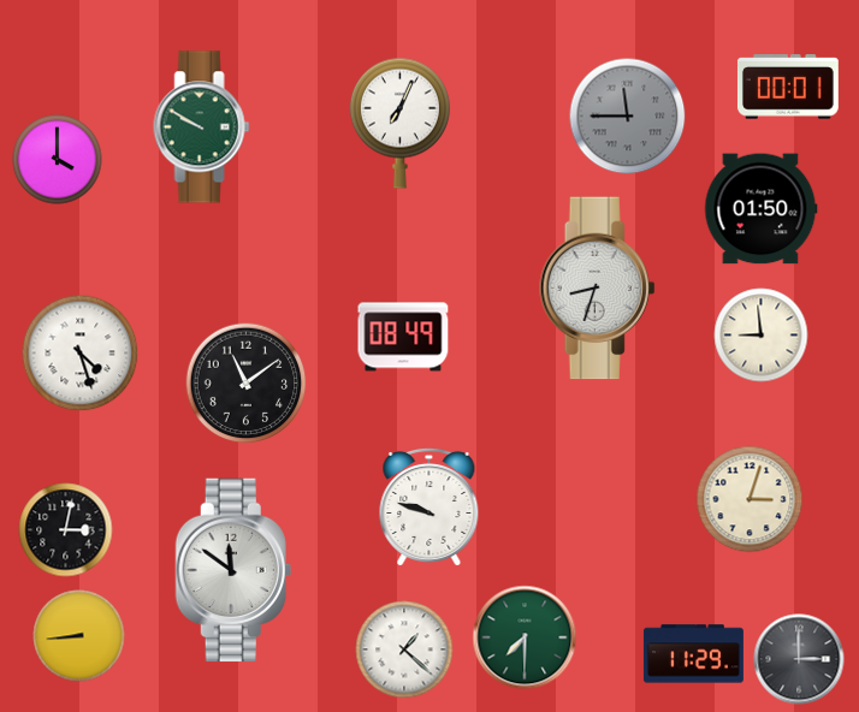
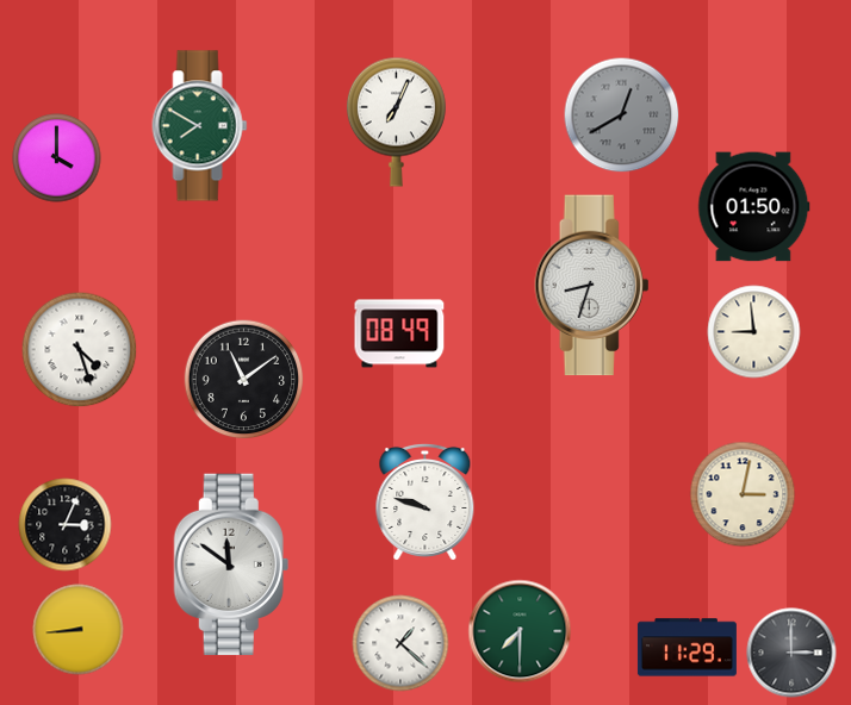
clock at (788, 87): 00:01 -> none
clock at (628, 117): 11:45 -> 12:40
clock at (202, 127): 9:50 -> 7:50
clock at (750, 499): 3:03 -> 3:02
clock at (66, 530): 3:02 -> 3:04
